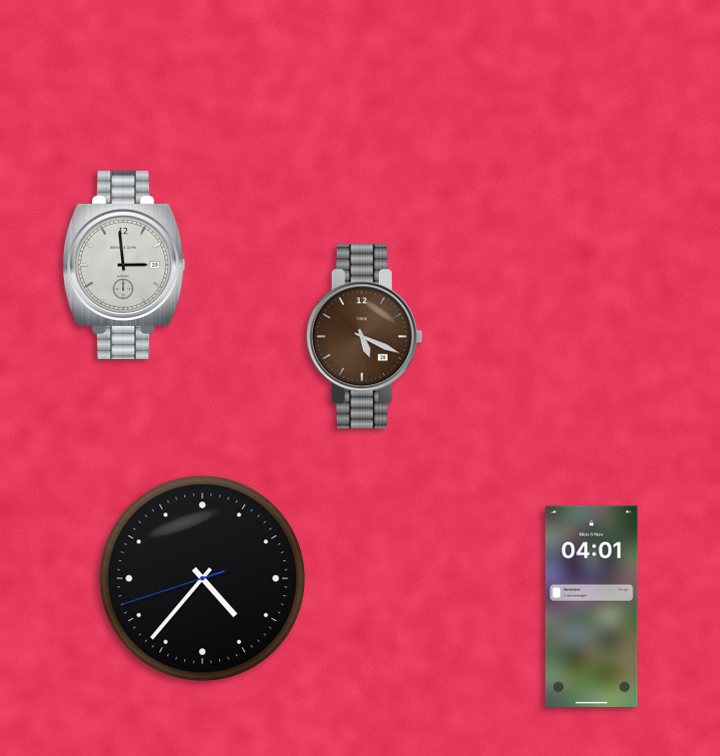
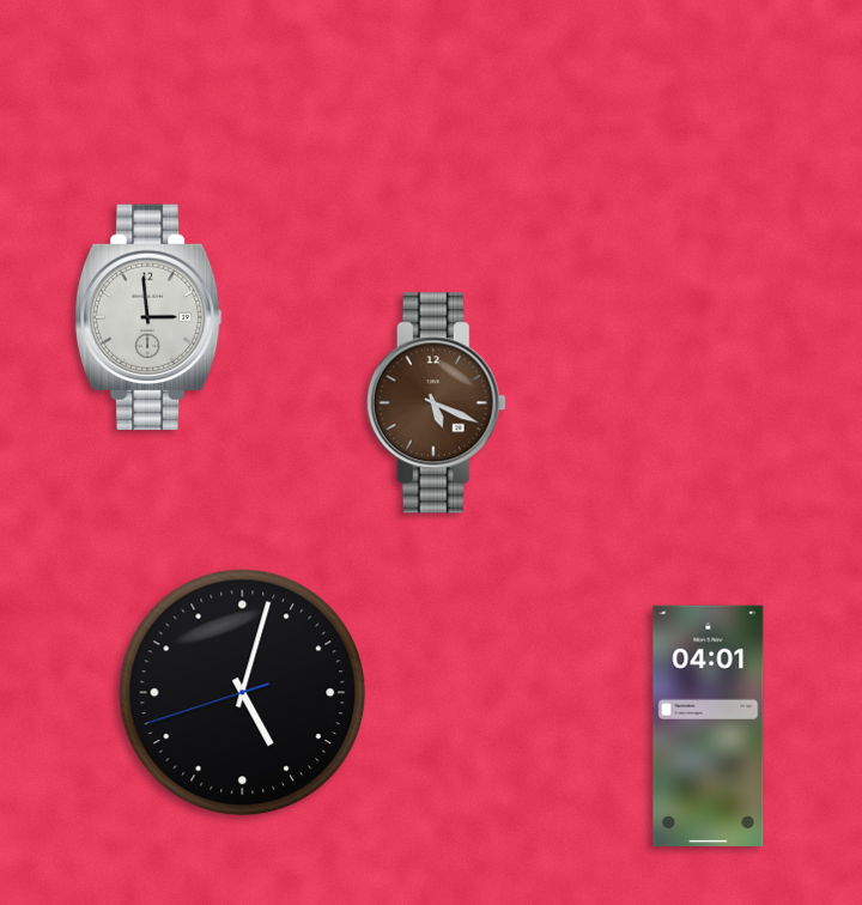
clock at (203, 579): 4:36 -> 5:02
